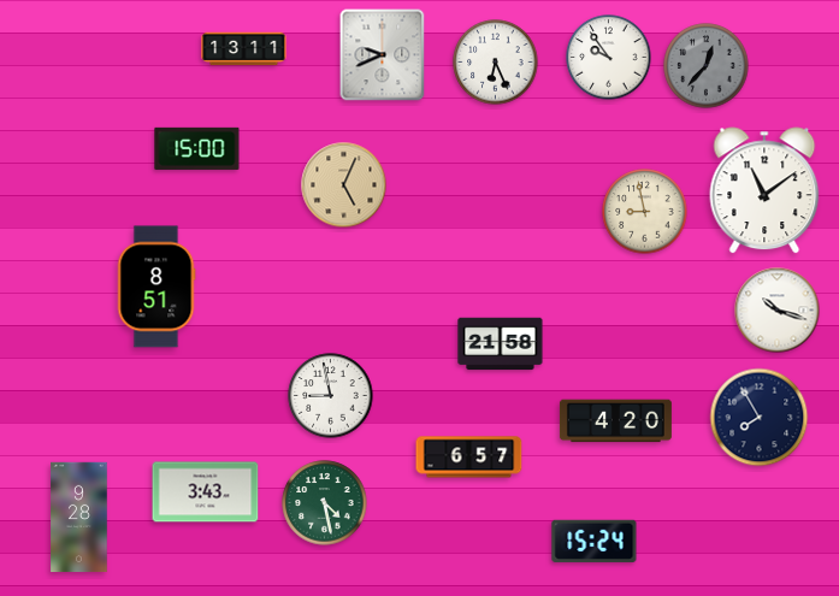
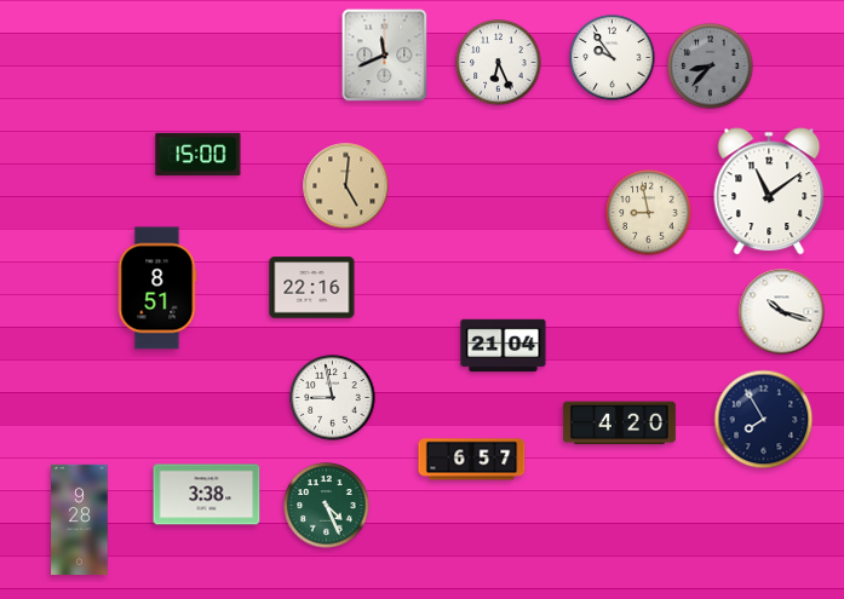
clock at (244, 49): 13:11 -> none
clock at (383, 55): 9:41 -> 11:41
clock at (707, 66): 12:37 -> 8:37
clock at (197, 148) position: (197, 148) -> (199, 154)
clock at (344, 185): 5:04 -> 5:01
clock at (312, 288): none -> 22:16
clock at (501, 344): 21:58 -> 21:04
clock at (206, 492): 3:43 -> 3:38
clock at (325, 503): 4:28 -> 4:26
clock at (595, 541): 15:24 -> none
